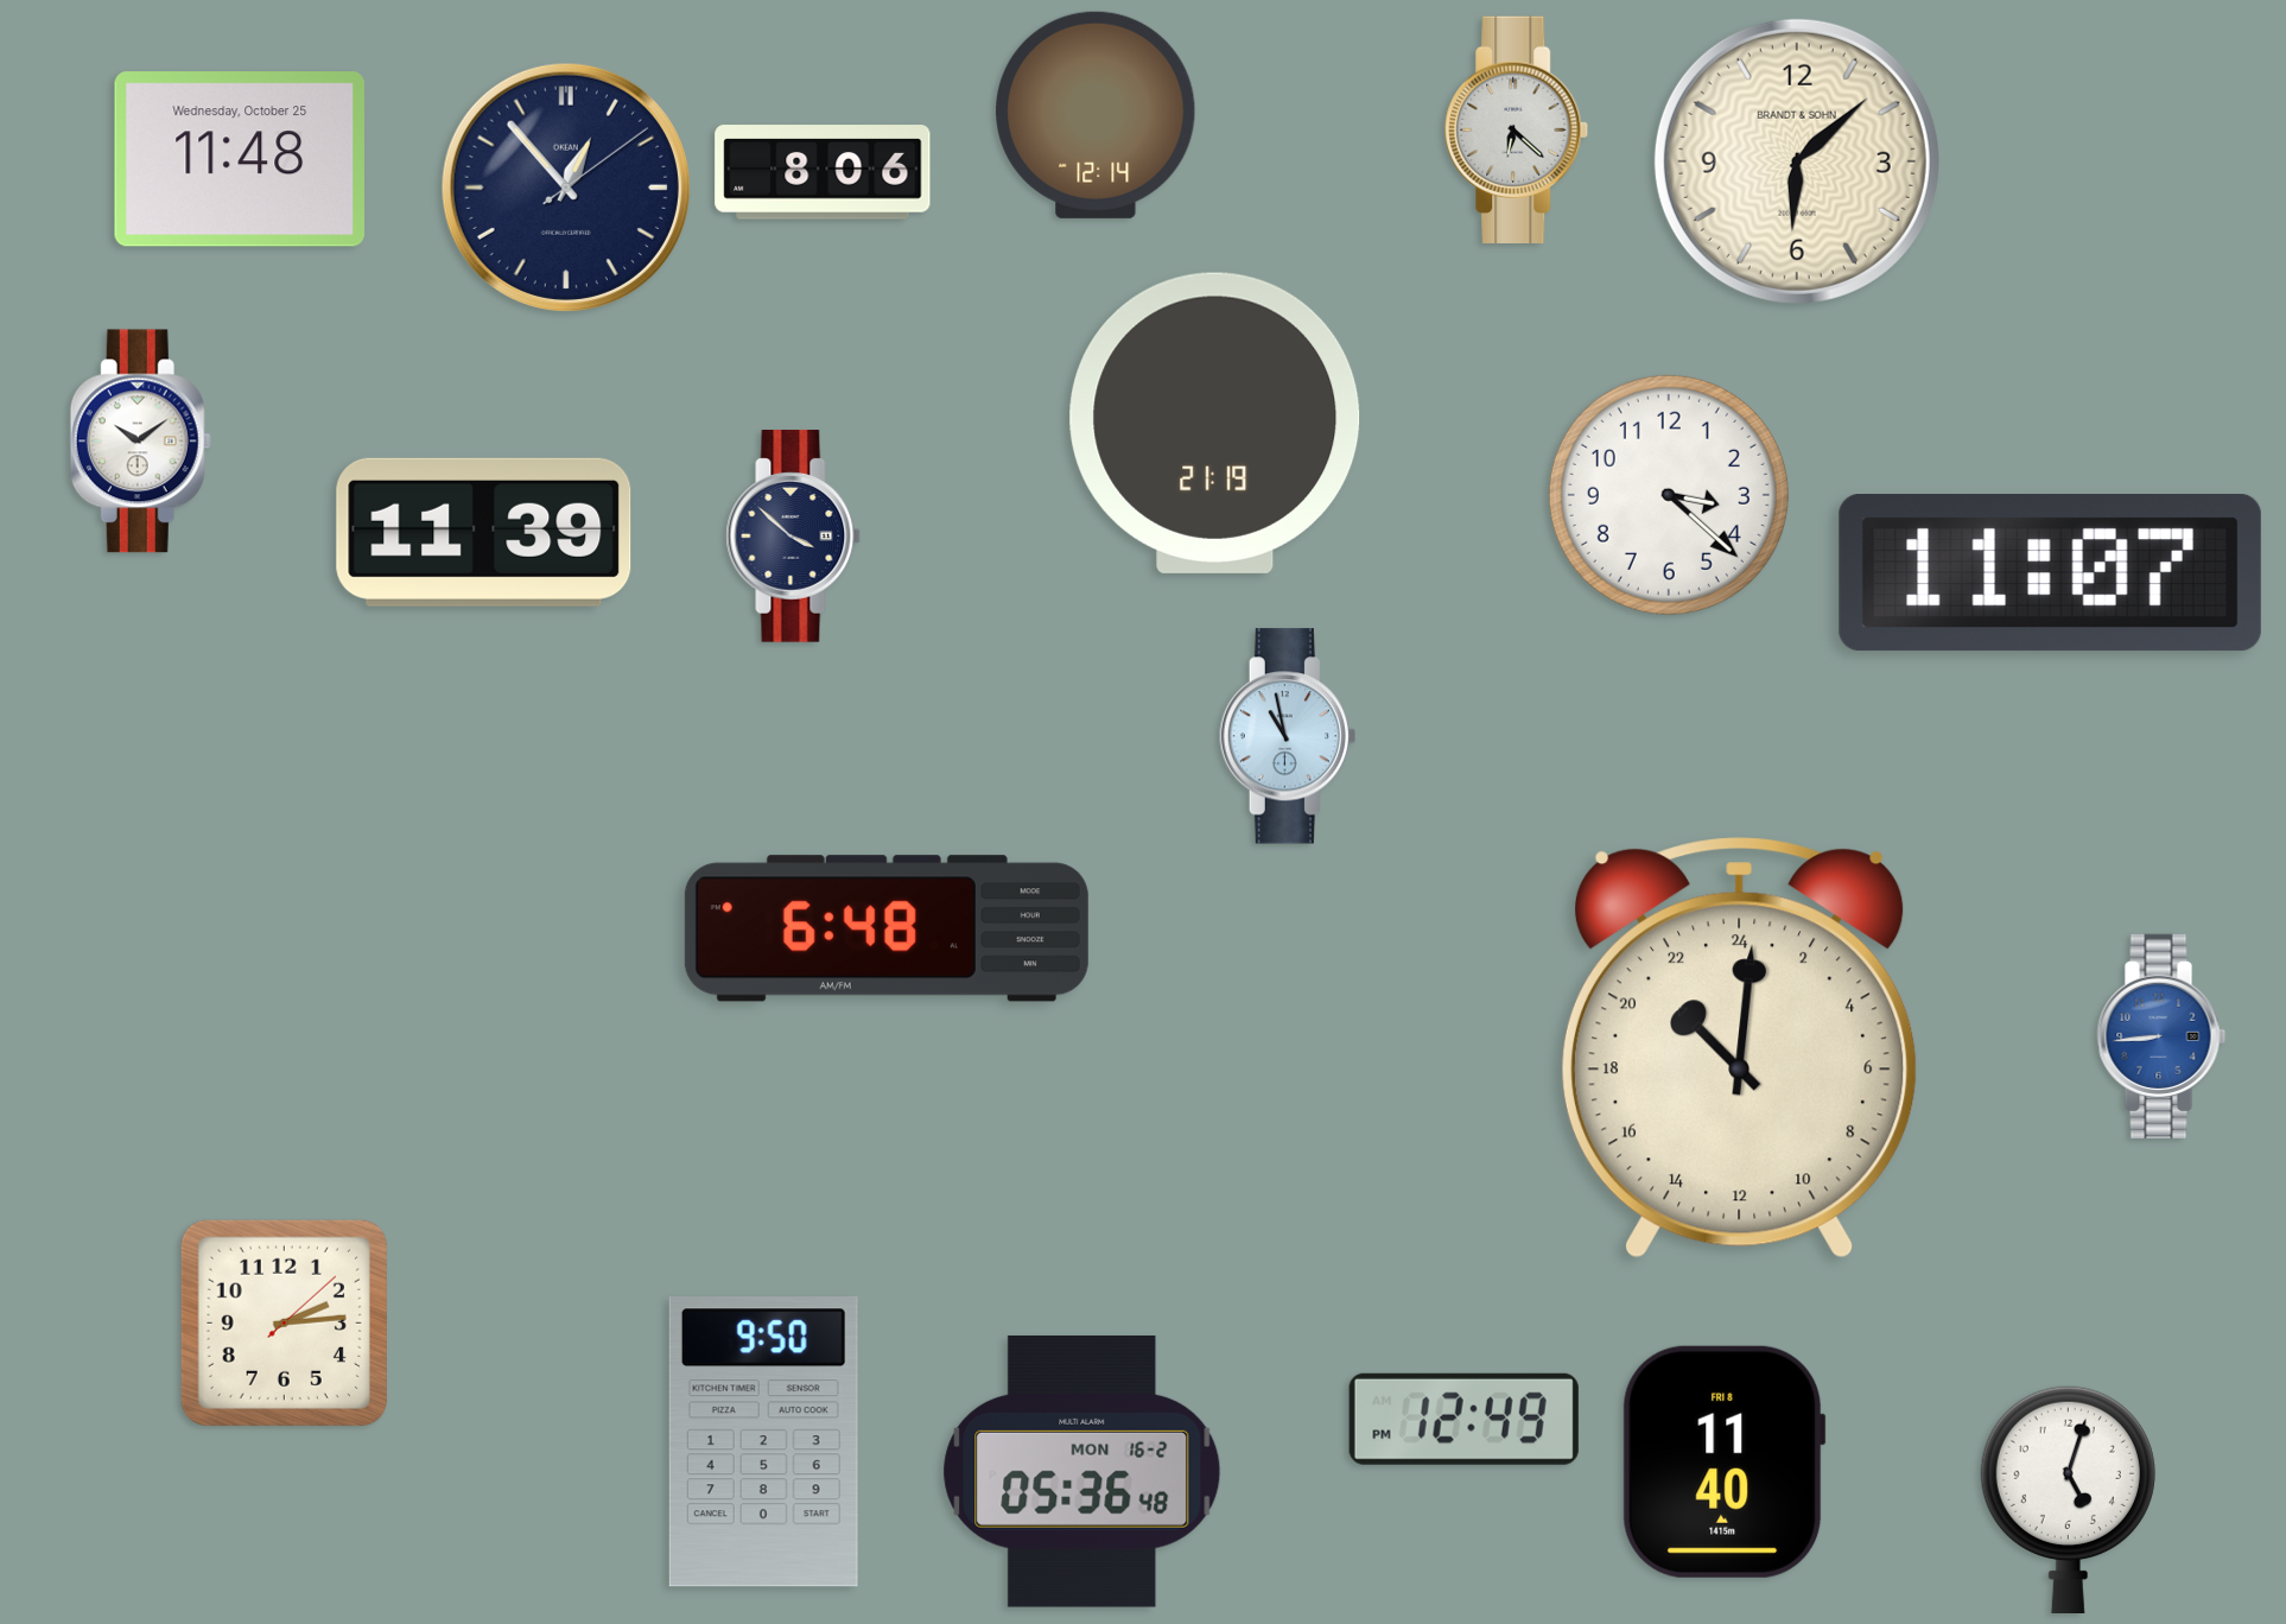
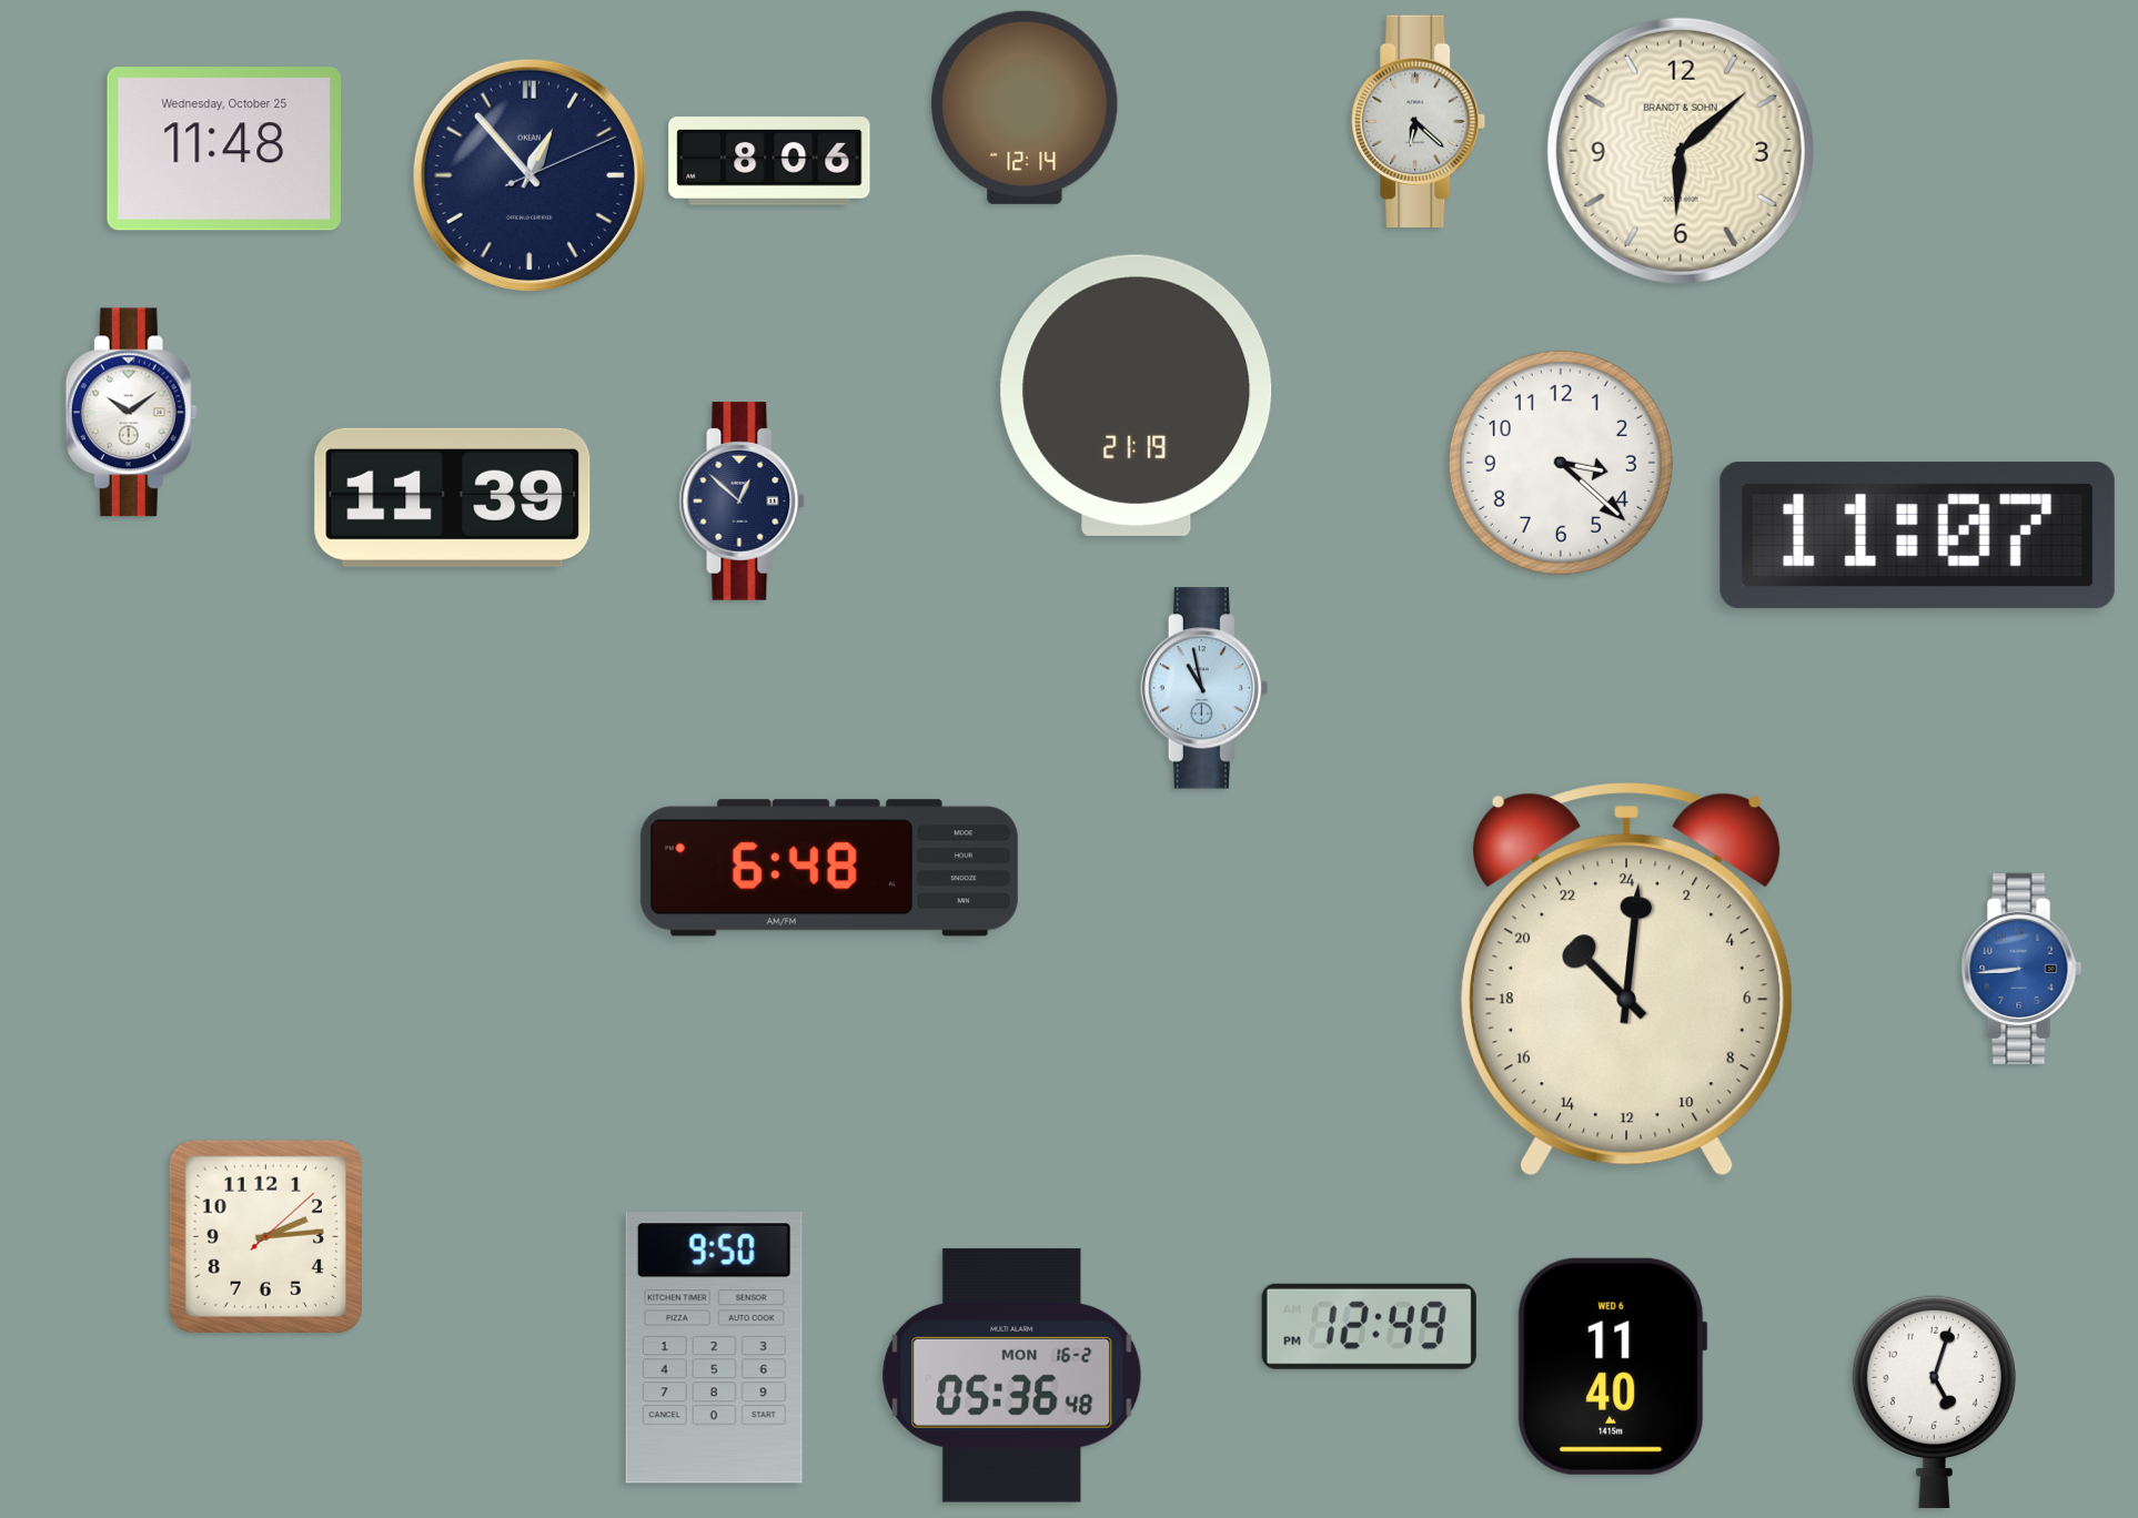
clock at (566, 188): 12:53:09 -> 12:53:11
clock at (794, 537): 3:52 -> 12:52
clock at (1723, 1461) date: FRI 8 -> WED 6
